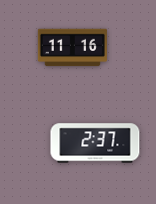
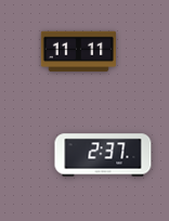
clock at (72, 48): 11:16 -> 11:11
